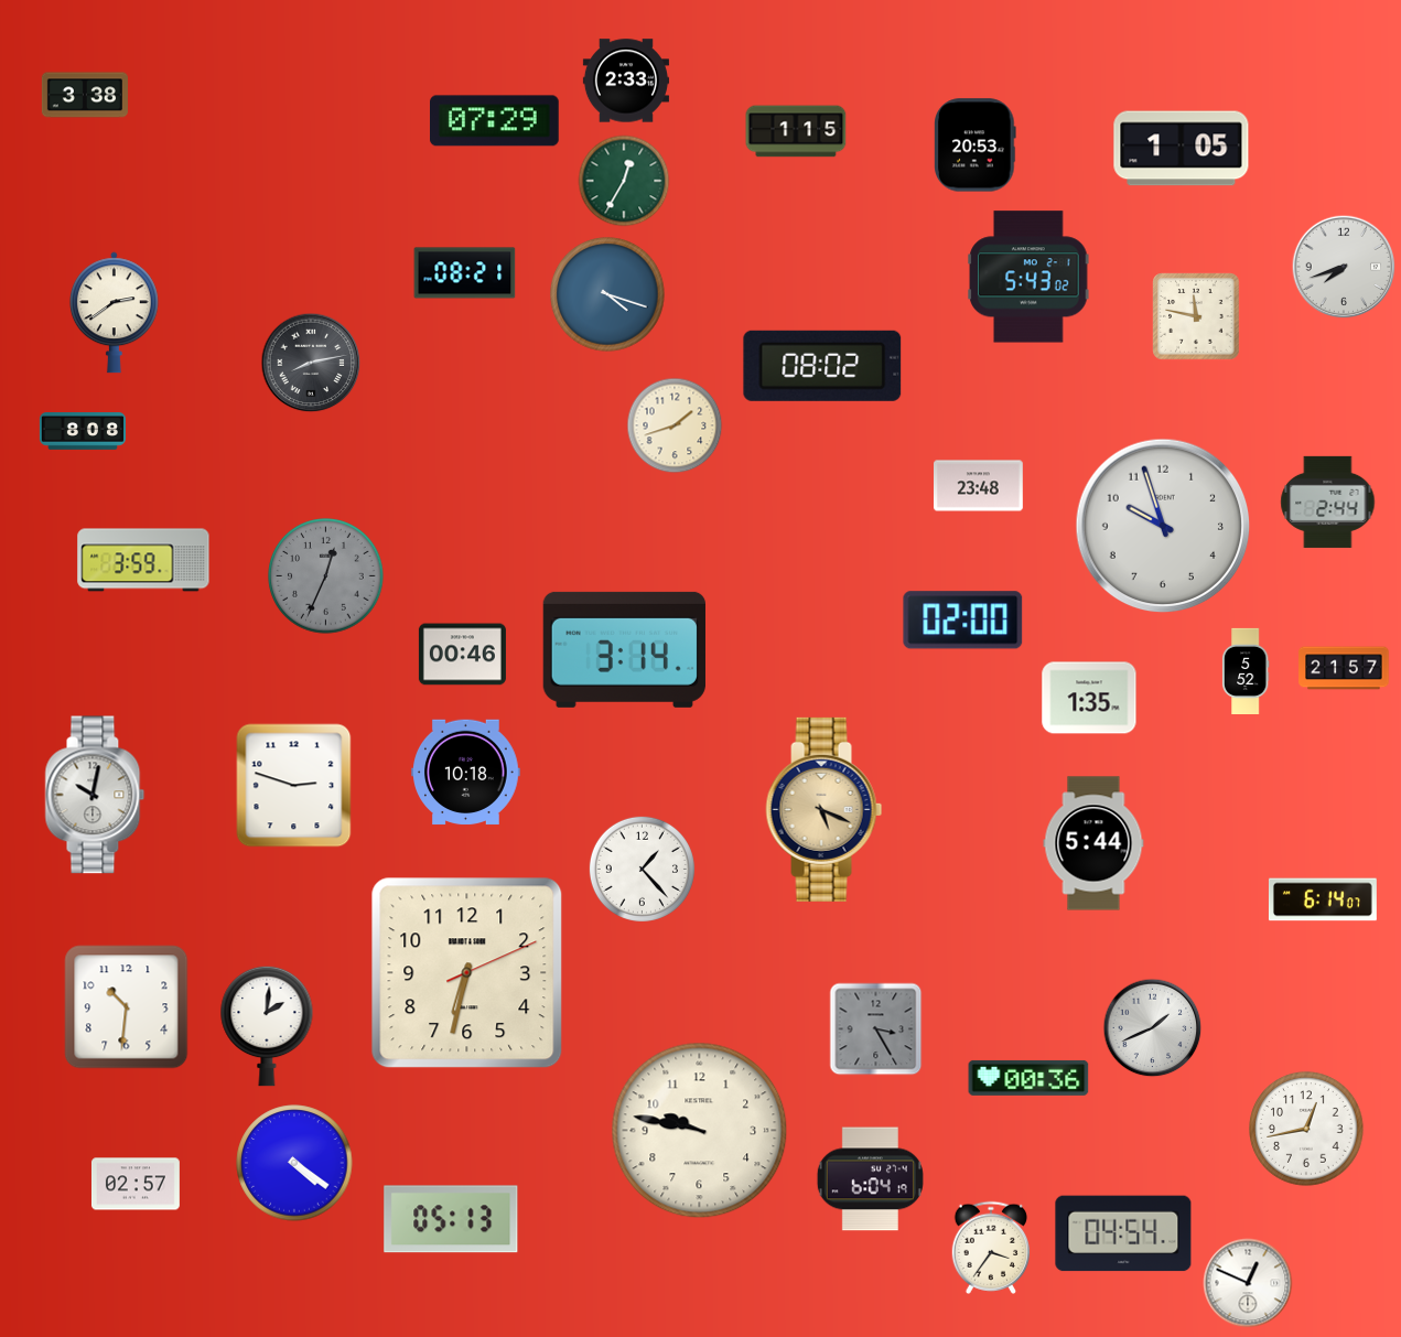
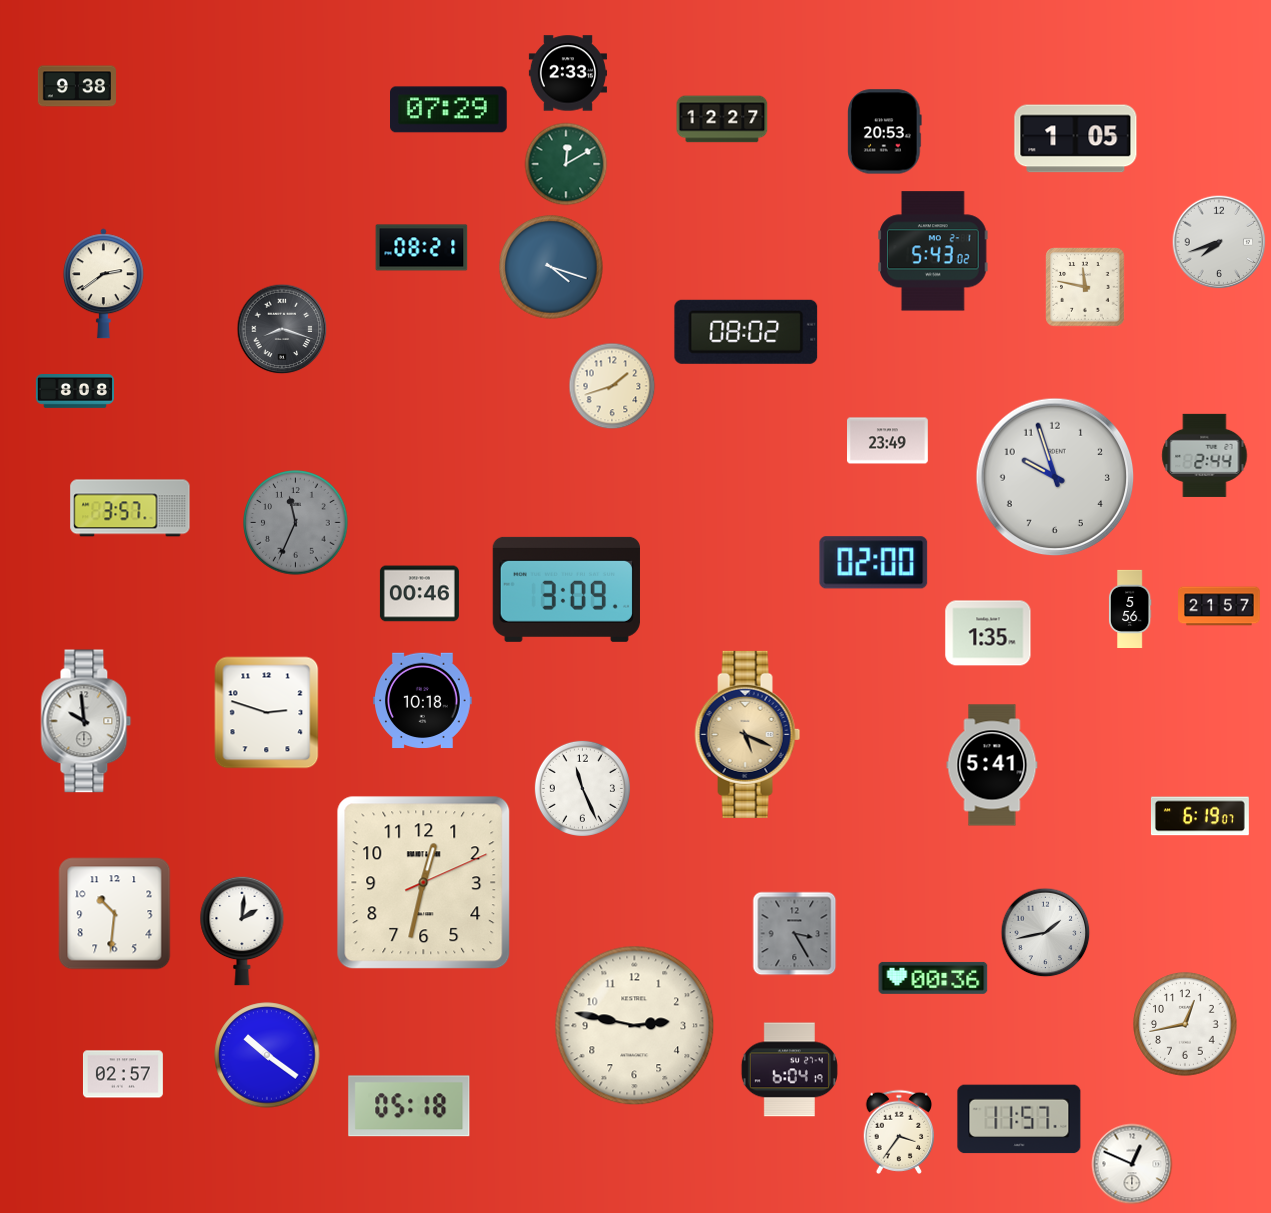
clock at (85, 95): 3:38 -> 9:38
clock at (796, 131): 1:15 -> 12:27
clock at (1182, 149) position: (1182, 149) -> (1076, 139)
clock at (624, 181): 12:35 -> 12:10
clock at (311, 363): 8:13 -> 8:18
clock at (979, 486): 23:48 -> 23:49
clock at (143, 560): 3:59 -> 3:57
clock at (326, 576): 12:34 -> 11:34
clock at (624, 649): 3:14 -> 3:09
clock at (1246, 670): 5:52 -> 5:56
clock at (95, 795): 10:02 -> 9:59
clock at (1093, 843): 5:44 -> 5:41
clock at (642, 869): 1:23 -> 11:26
clock at (1323, 899): 6:14 -> 6:19
clock at (467, 973): 6:32 -> 12:32
clock at (1153, 1028): 1:41 -> 1:43
clock at (700, 1131): 9:47 -> 2:47
clock at (294, 1163): 4:21 -> 10:21
clock at (451, 1219): 05:13 -> 05:18
clock at (1123, 1233): 04:54 -> 11:57
